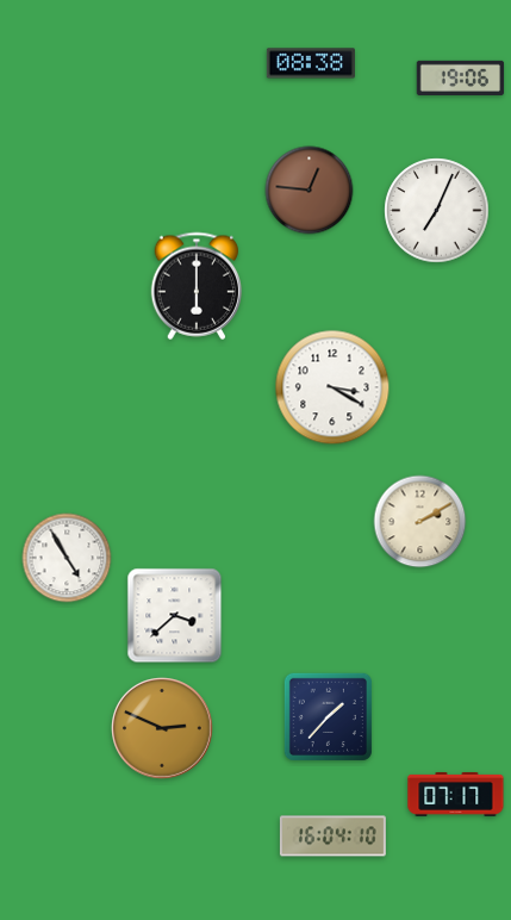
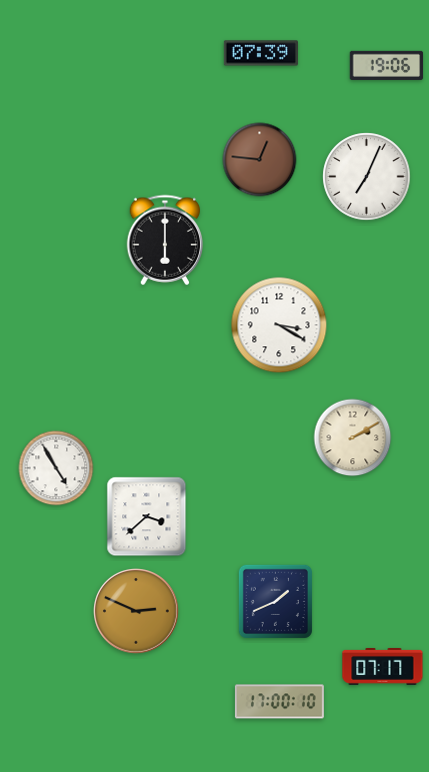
clock at (311, 63): 08:38 -> 07:39
clock at (328, 716): 1:37 -> 1:41
clock at (332, 837): 16:04 -> 17:00
